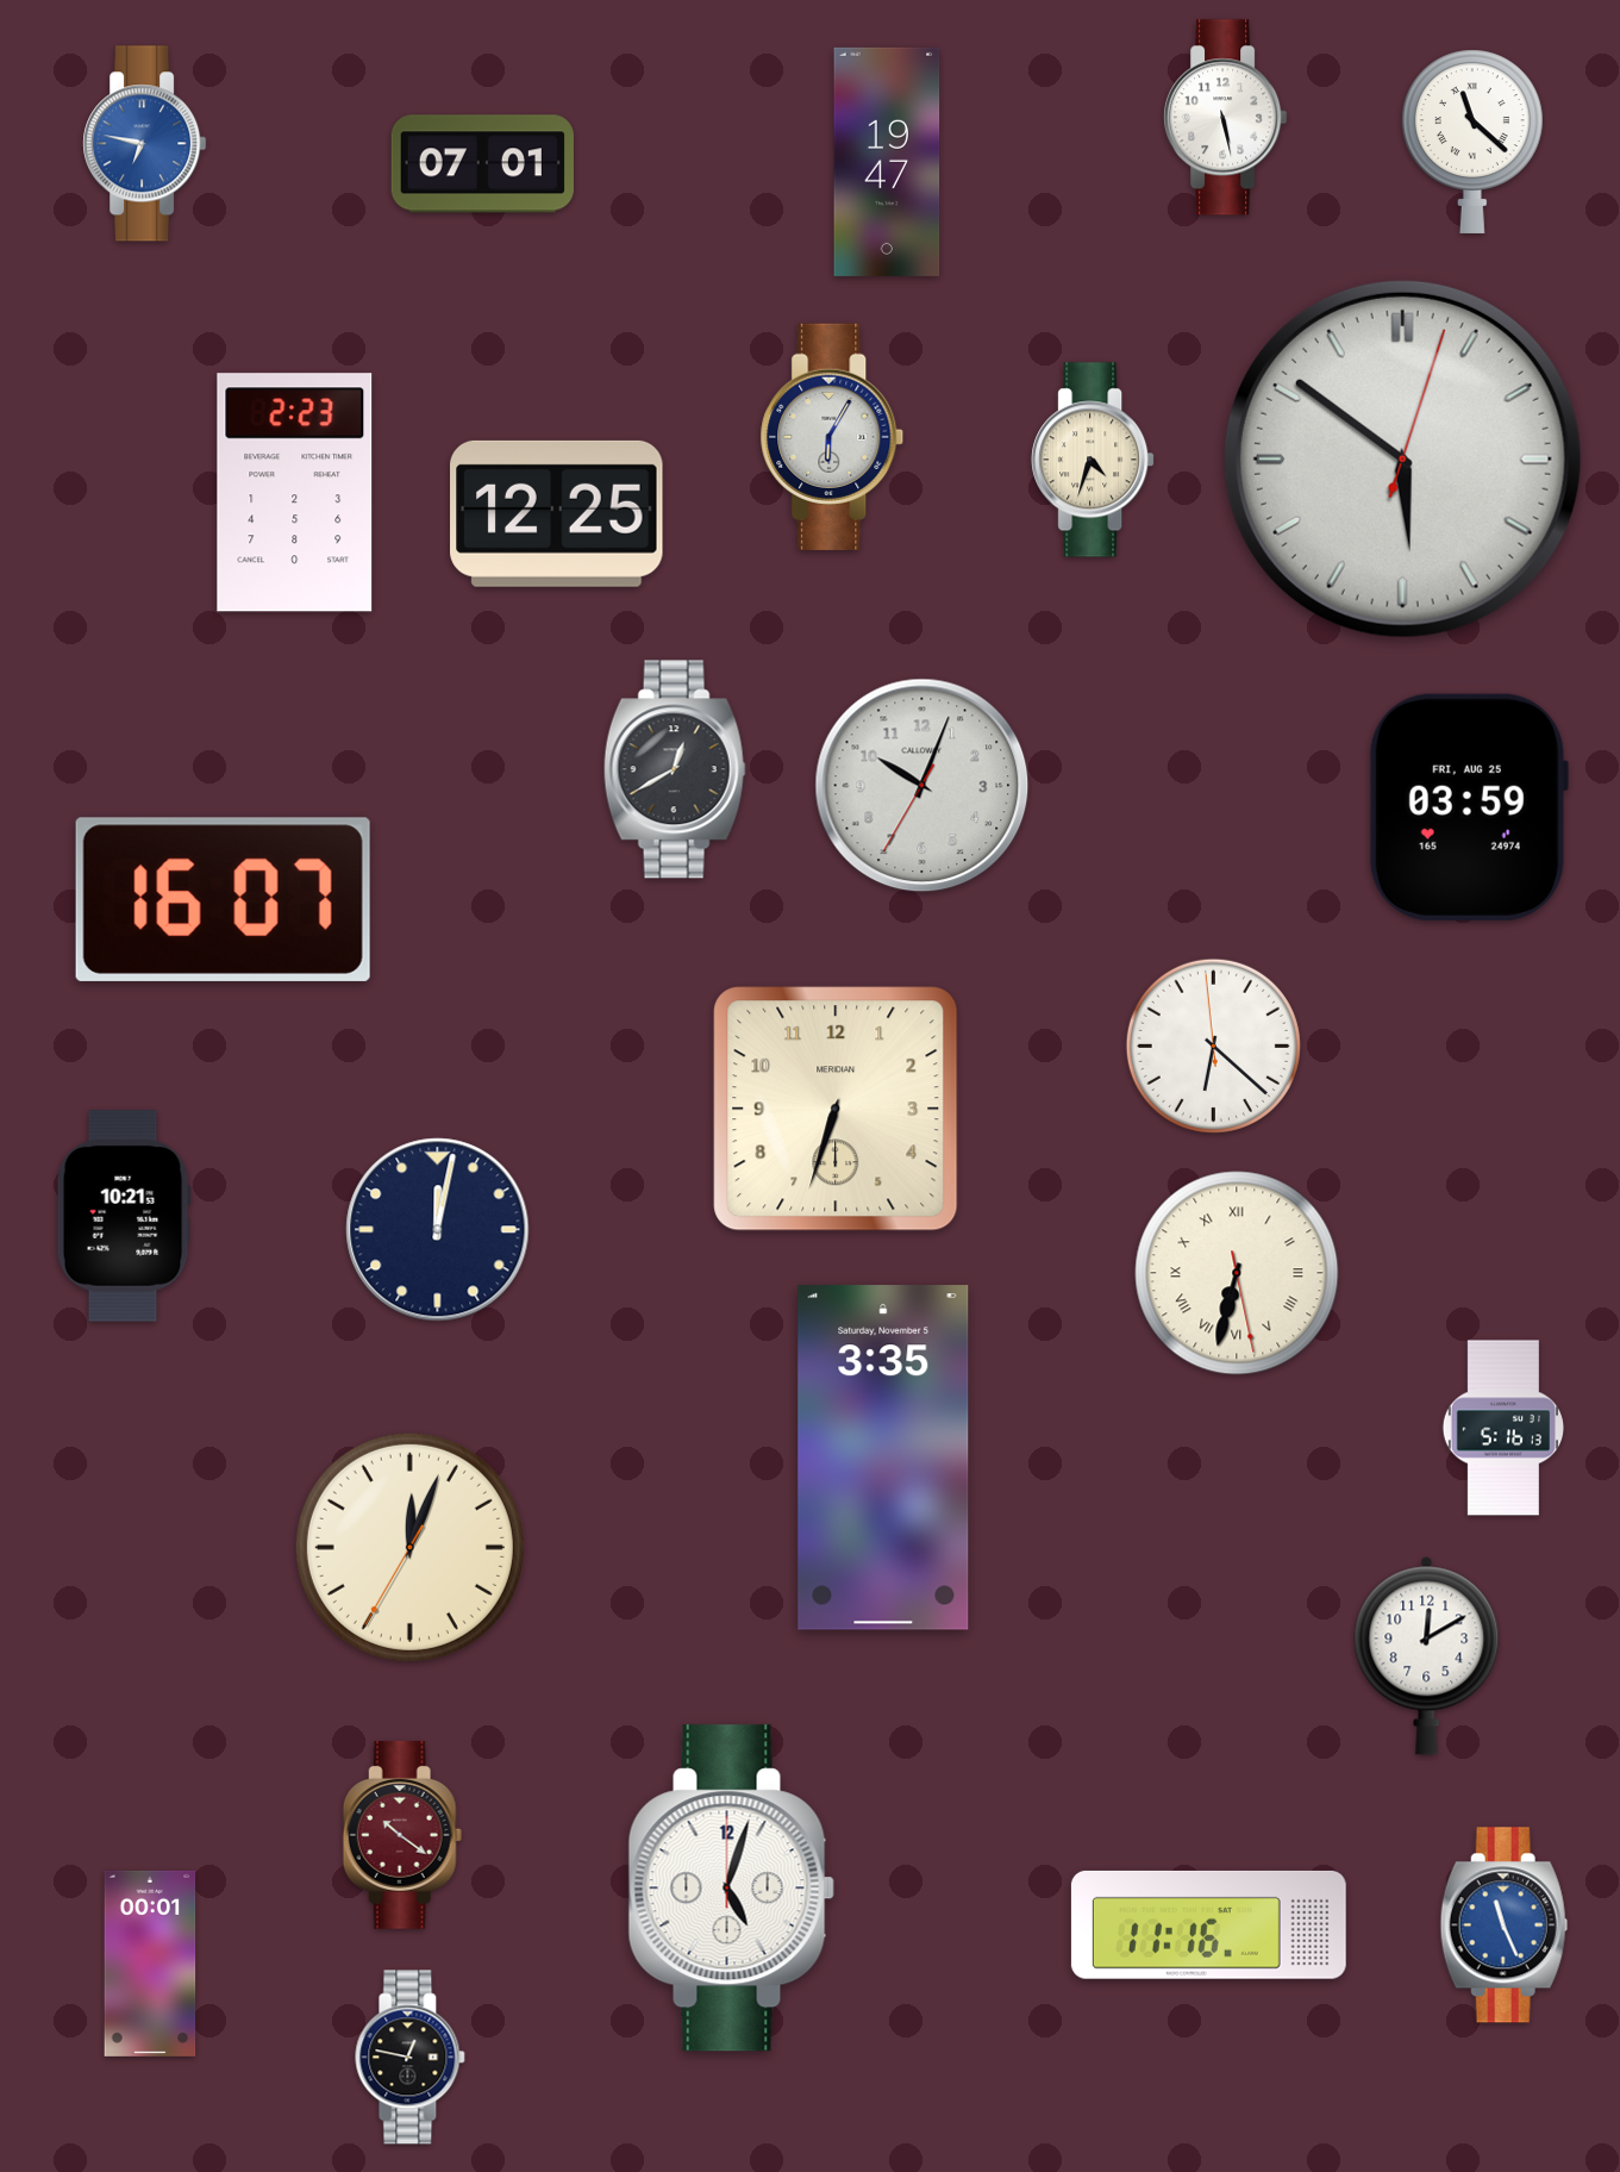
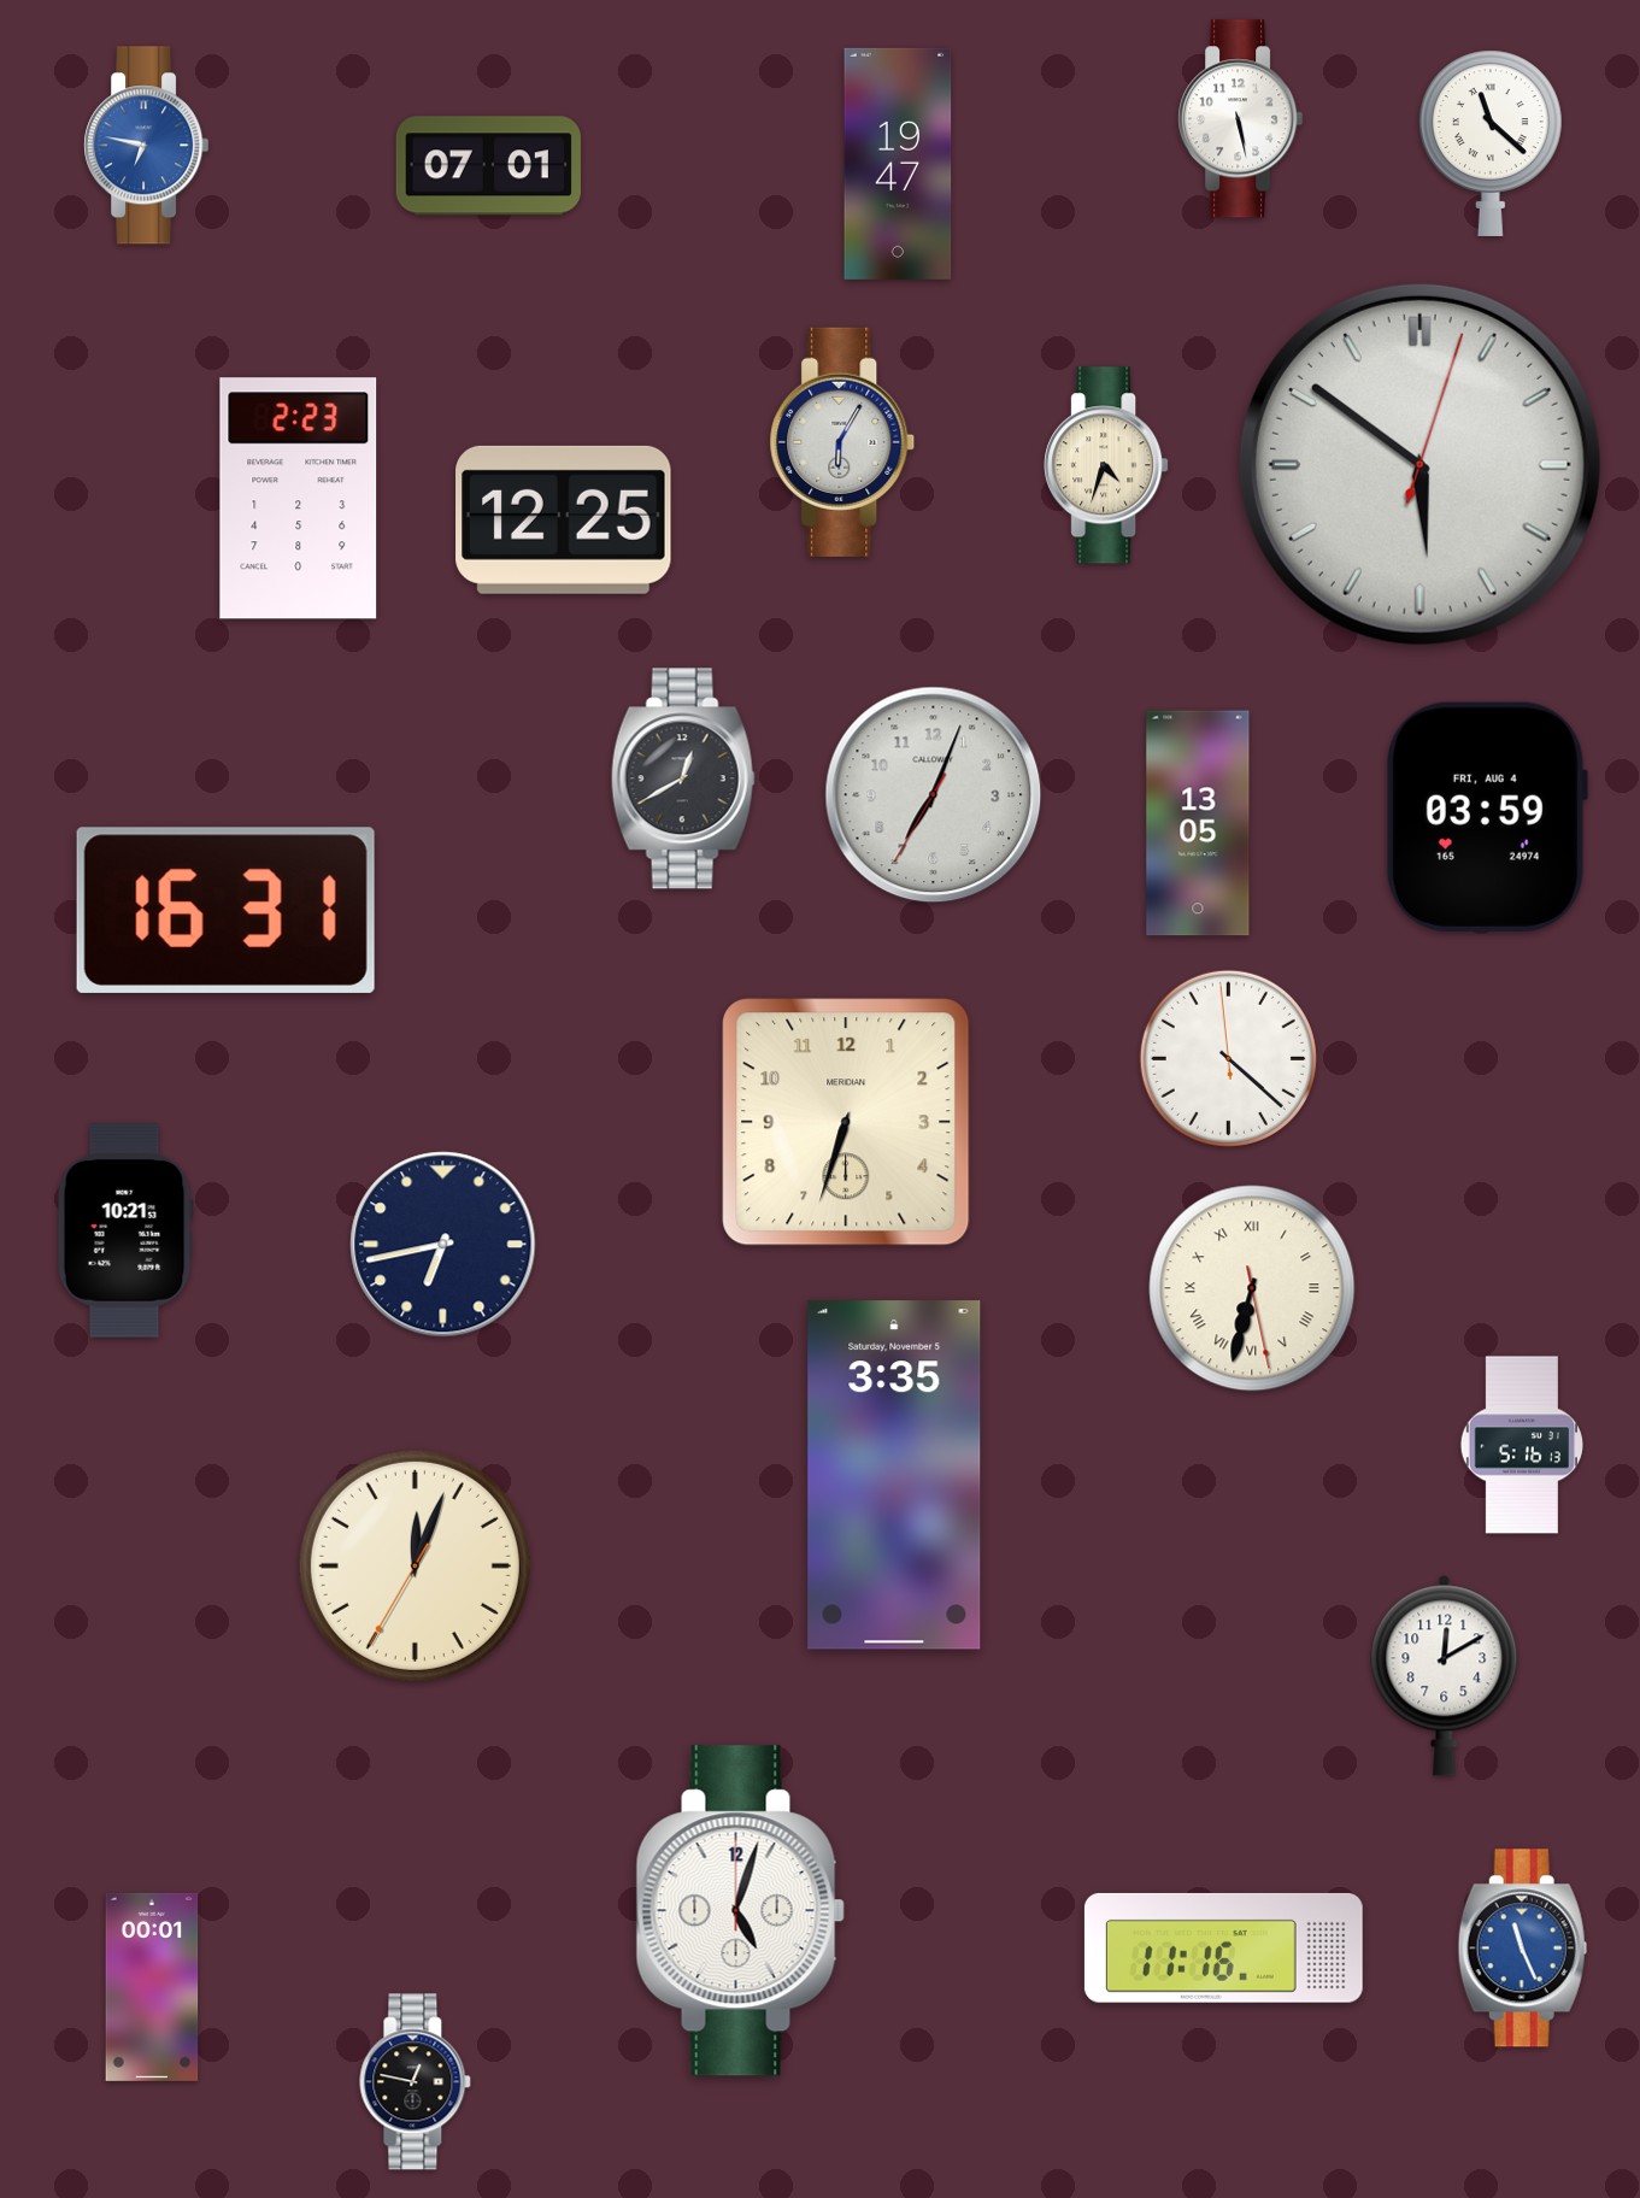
clock at (922, 786): 10:03 -> 7:03
clock at (1468, 807) date: FRI, AUG 25 -> FRI, AUG 4
clock at (1198, 823): none -> 13:05
clock at (223, 899): 16:07 -> 16:31
clock at (1213, 1046): 6:21 -> 4:21
clock at (438, 1230): 12:02 -> 6:43
clock at (402, 1835): 10:21 -> none
